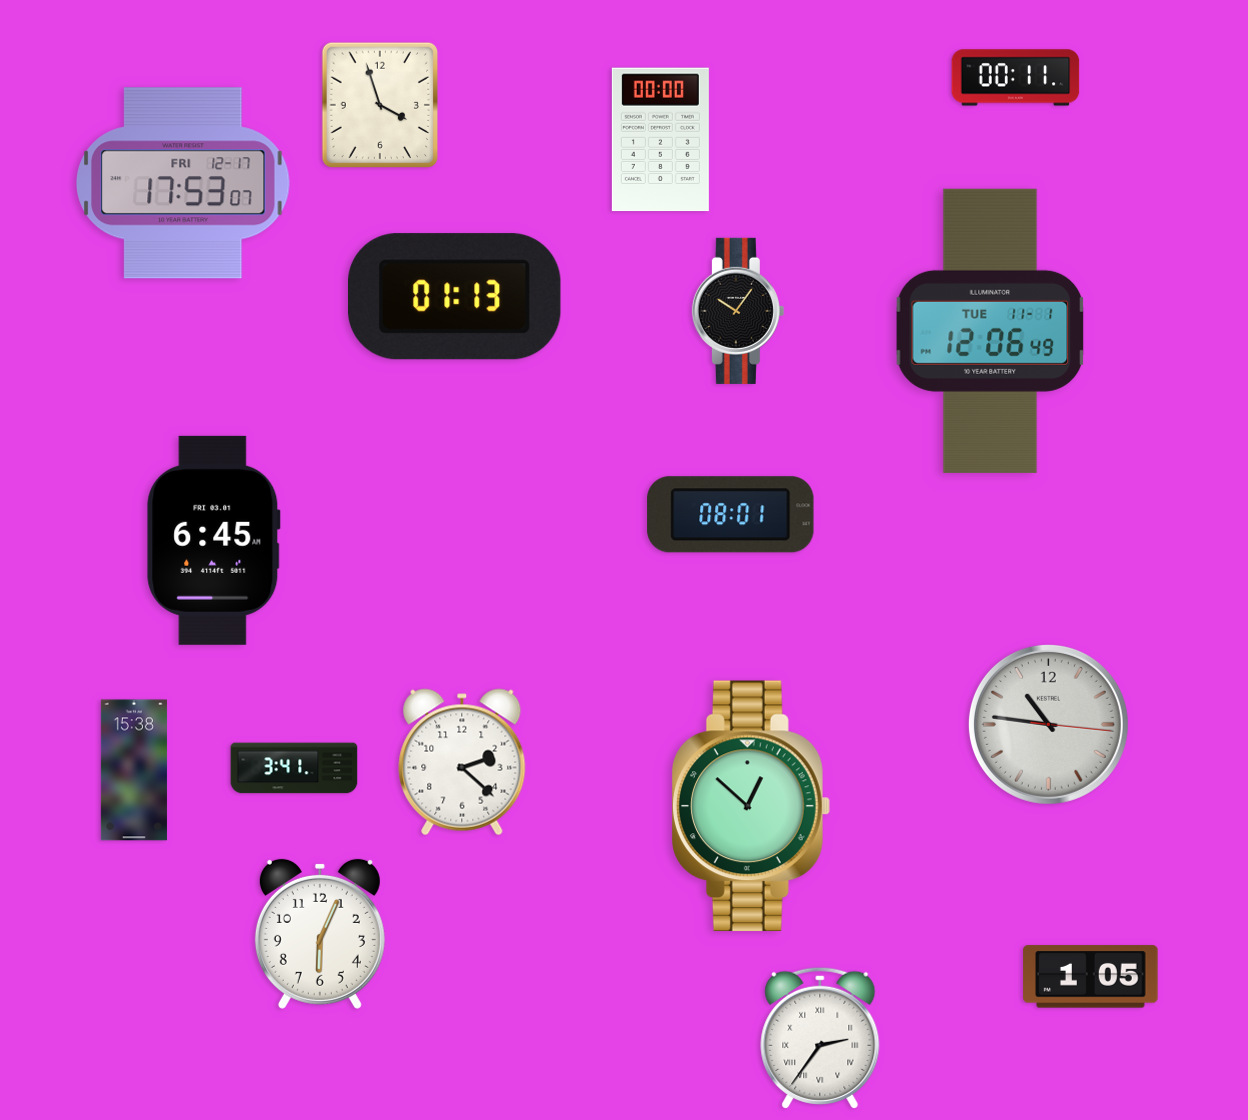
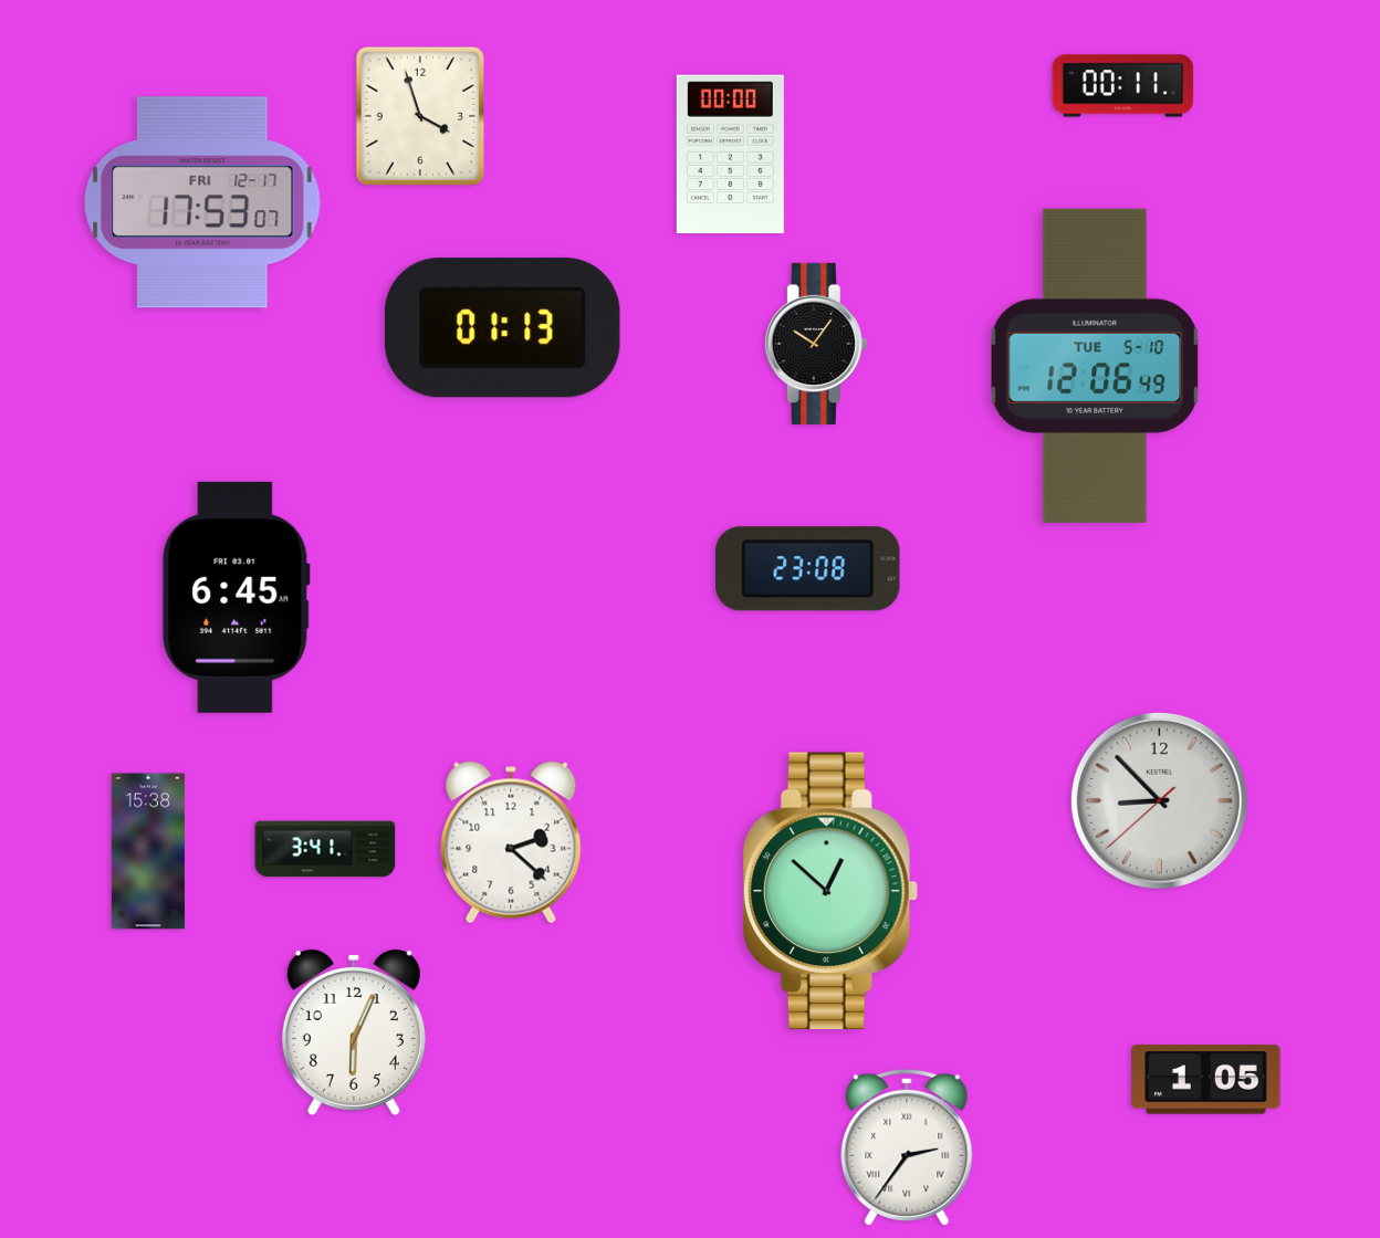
clock at (990, 331) date: TUE 11-1 -> TUE 5-10
clock at (731, 515): 08:01 -> 23:08
clock at (1048, 724): 10:46 -> 8:52
